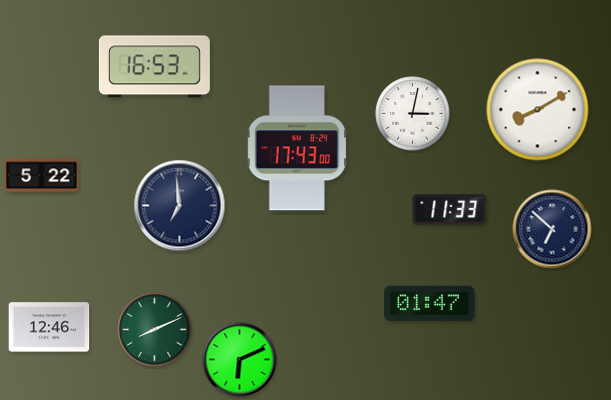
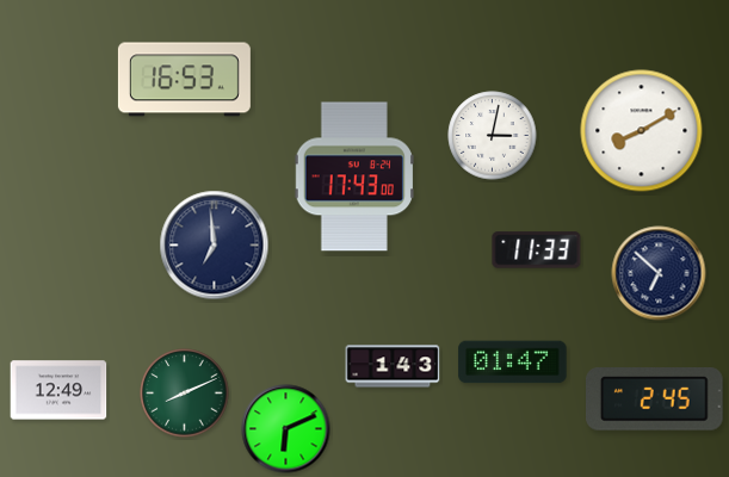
clock at (42, 176): 5:22 -> none
clock at (393, 366): none -> 1:43
clock at (49, 327): 12:46 -> 12:49
clock at (655, 399): none -> 2:45
